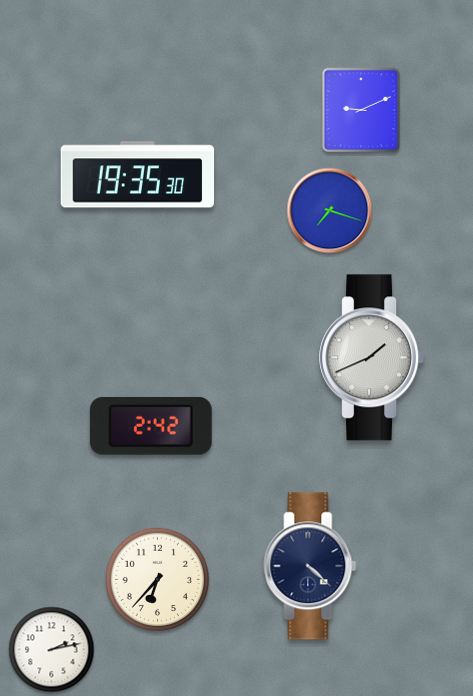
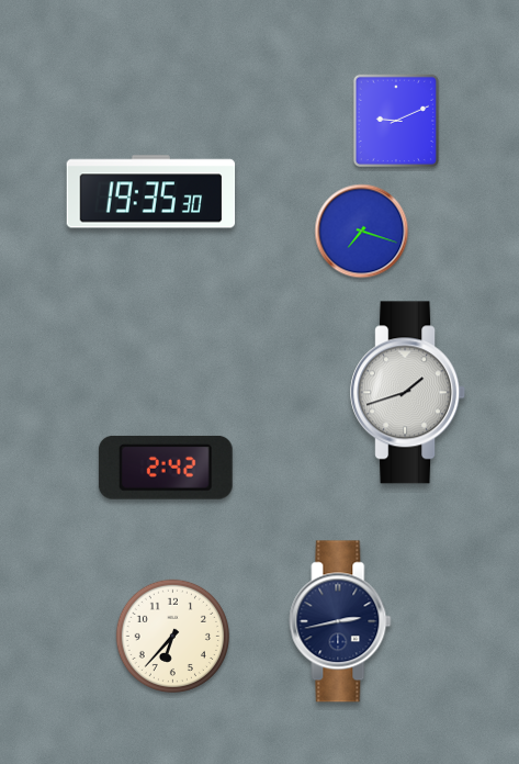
clock at (372, 358): 1:41 -> 1:42
clock at (310, 566): 4:22 -> 2:43
clock at (52, 650): 2:13 -> none
